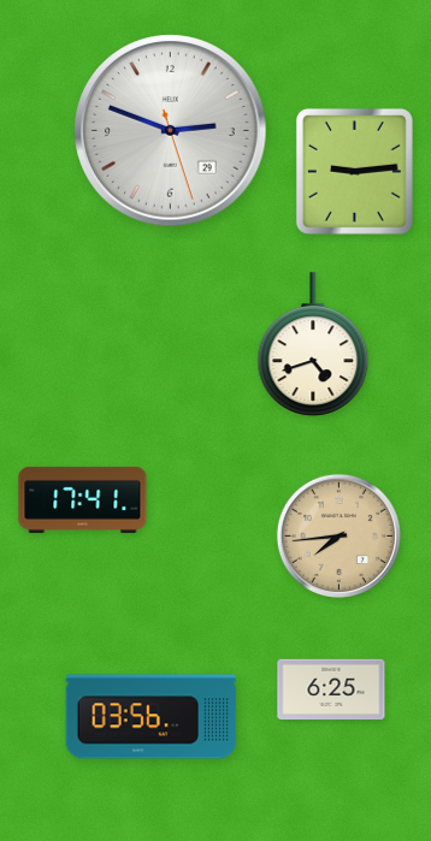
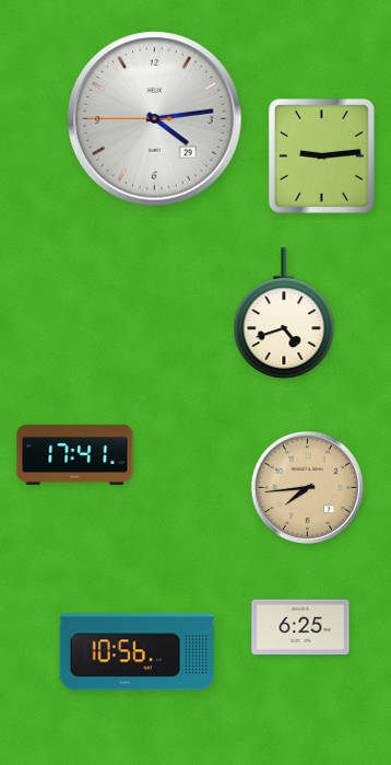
clock at (171, 131): 2:48 -> 4:13
clock at (152, 717): 03:56 -> 10:56
